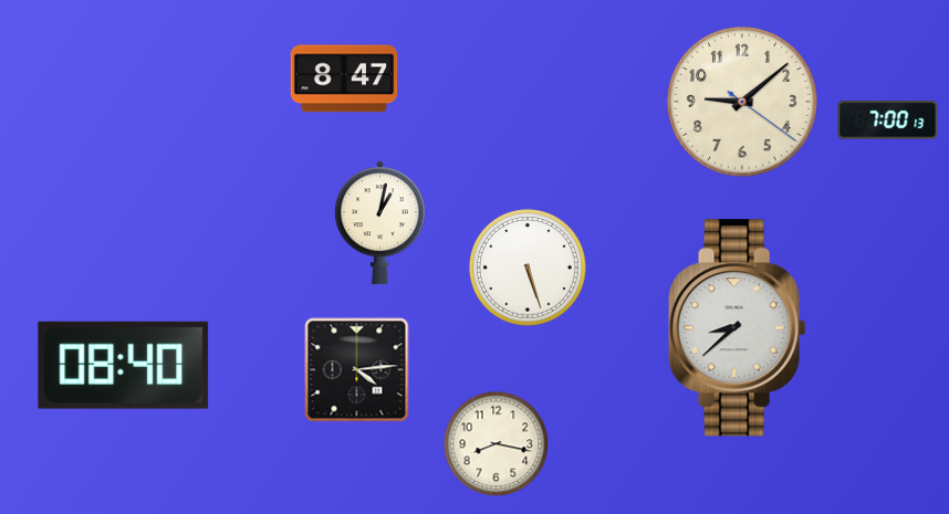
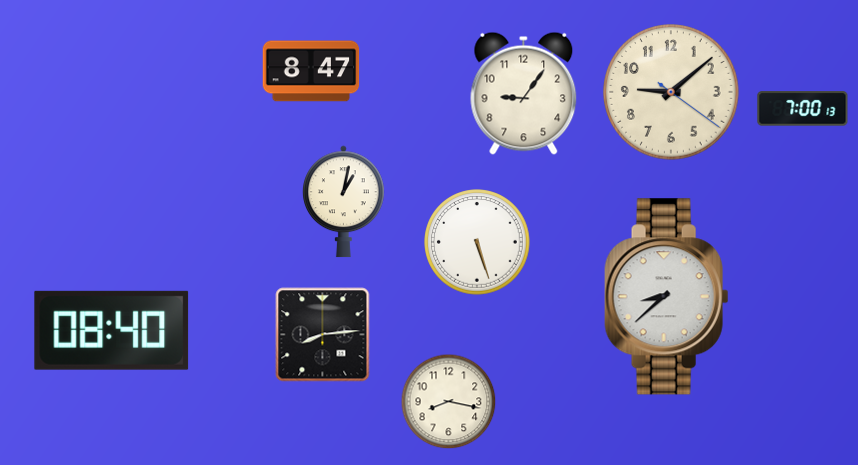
clock at (524, 93): none -> 9:06
clock at (357, 370): 4:14 -> 8:14
